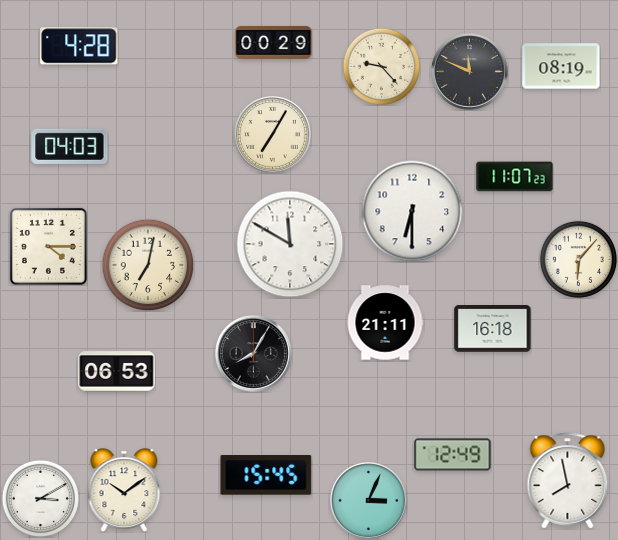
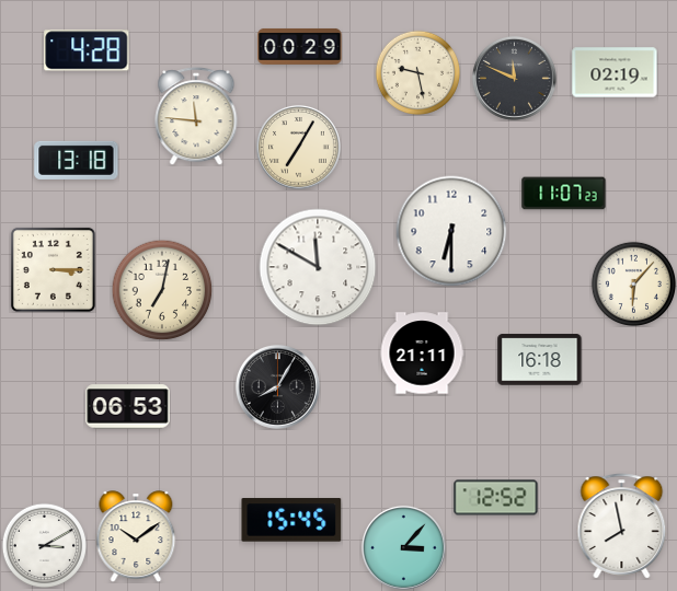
clock at (381, 66): 9:23 -> 9:28
clock at (561, 66): 08:19 -> 02:19
clock at (196, 116): none -> 11:46
clock at (70, 146): 04:03 -> 13:18
clock at (48, 246): 4:15 -> 3:15
clock at (453, 455): 12:49 -> 12:52
clock at (368, 500): 3:04 -> 3:07
